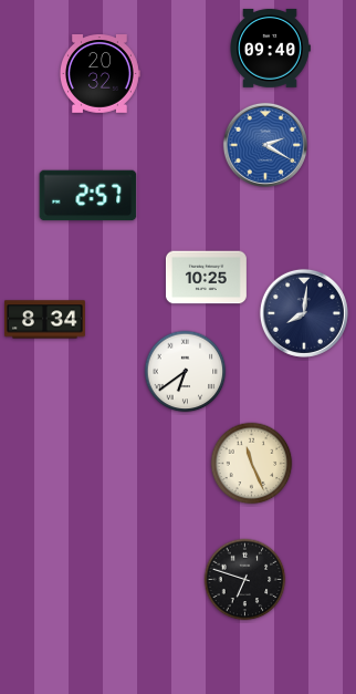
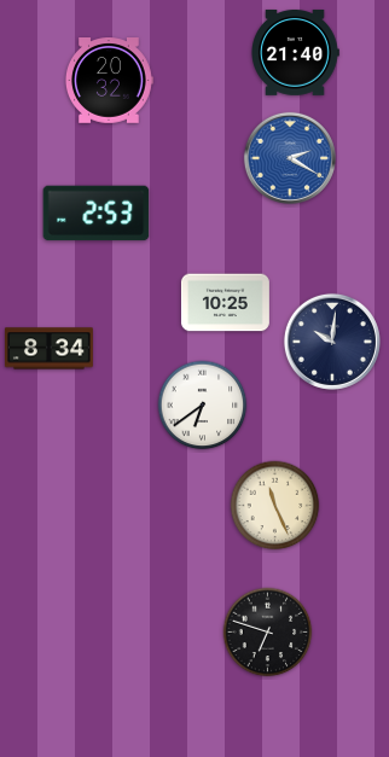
clock at (270, 48): 09:40 -> 21:40
clock at (88, 196): 2:57 -> 2:53
clock at (304, 313): 8:01 -> 10:01
